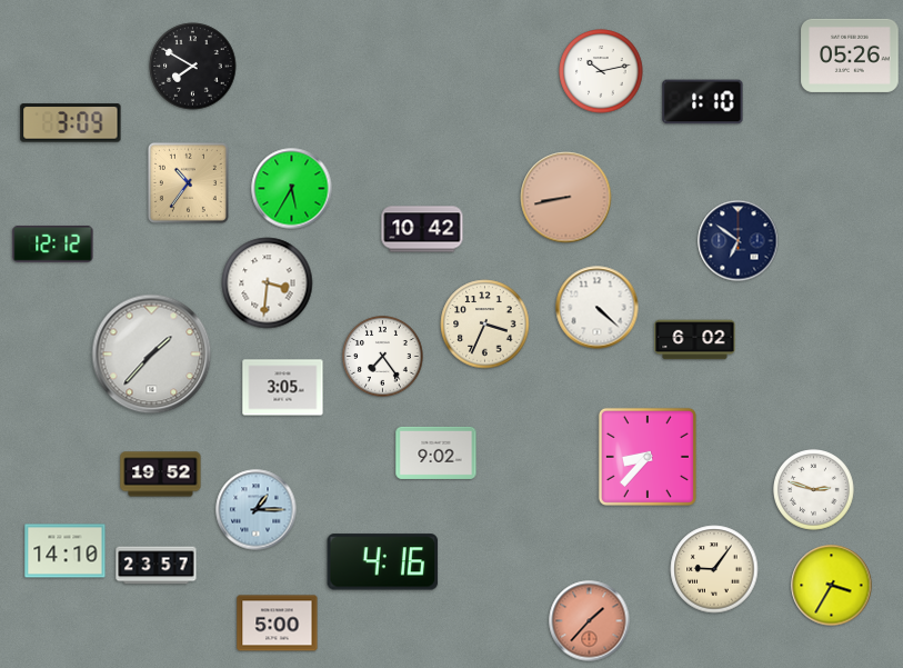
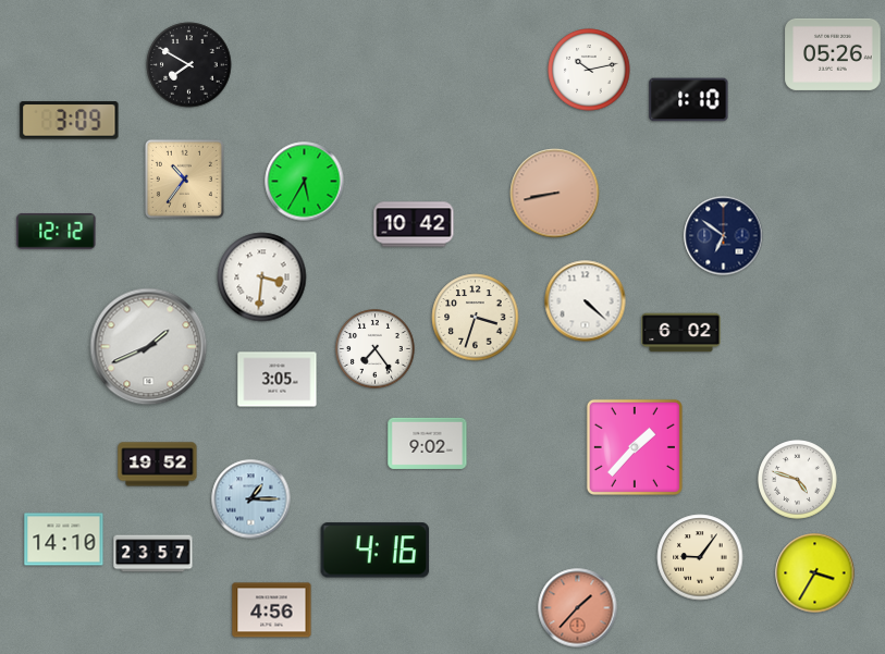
clock at (292, 189) position: (292, 189) -> (305, 182)
clock at (53, 243) position: (53, 243) -> (57, 231)
clock at (485, 325): 3:34 -> 3:33
clock at (152, 355): 1:37 -> 1:41
clock at (648, 457): 8:37 -> 1:37
clock at (814, 490): 2:48 -> 4:48
clock at (278, 624): 5:00 -> 4:56
